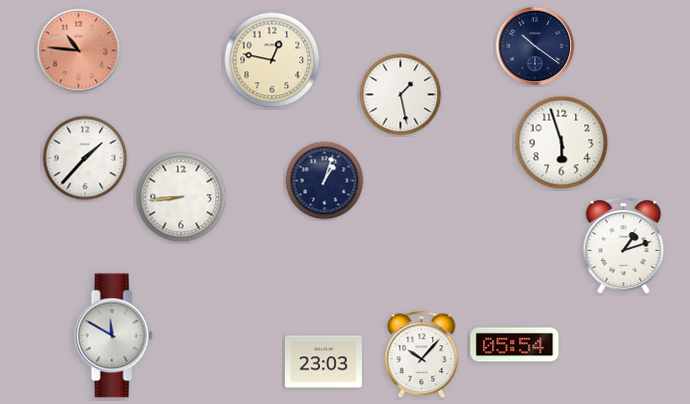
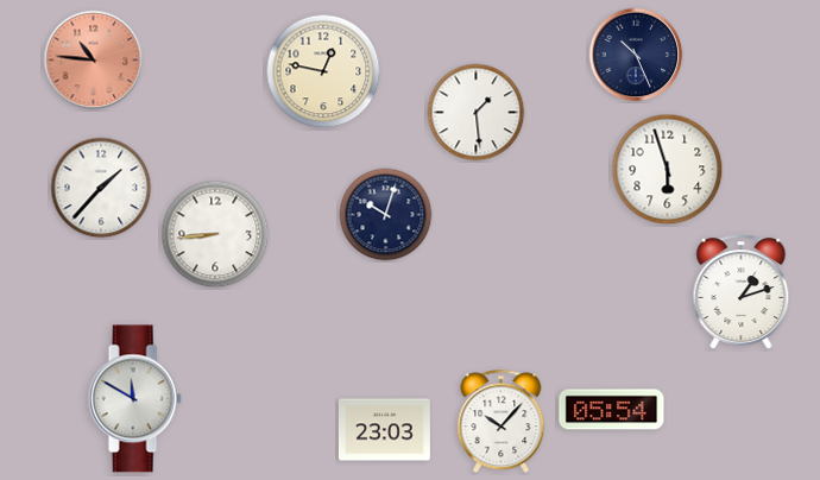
clock at (535, 46): 10:21 -> 10:26
clock at (401, 95): 1:28 -> 1:29
clock at (325, 181): 1:03 -> 10:03
